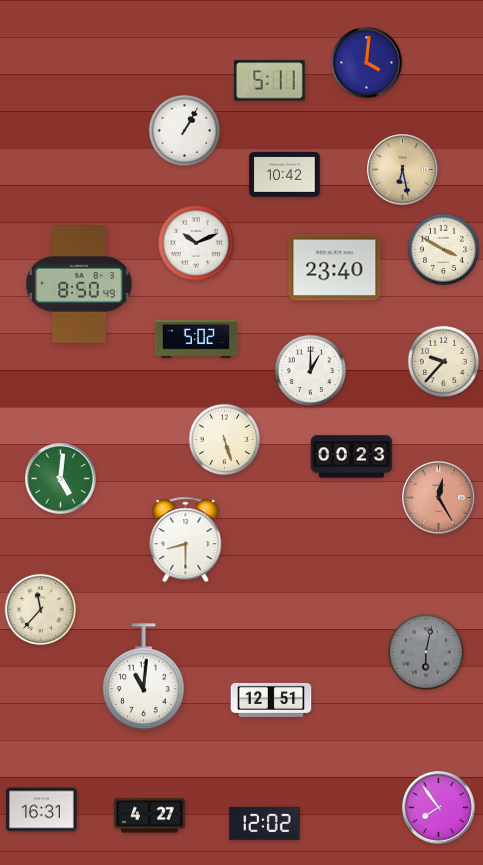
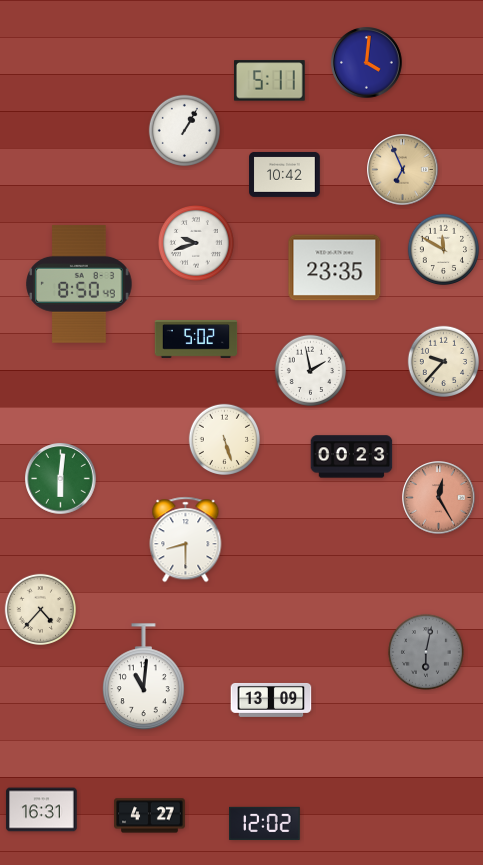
clock at (403, 170): 6:28 -> 6:56
clock at (196, 243): 10:11 -> 9:42
clock at (443, 249): 3:50 -> 11:50
clock at (335, 268): 23:40 -> 23:35
clock at (310, 370): 1:00 -> 1:58
clock at (61, 479): 5:01 -> 6:01
clock at (40, 609): 11:37 -> 4:37
clock at (271, 700): 12:51 -> 13:09
clock at (439, 808): 7:54 -> none
